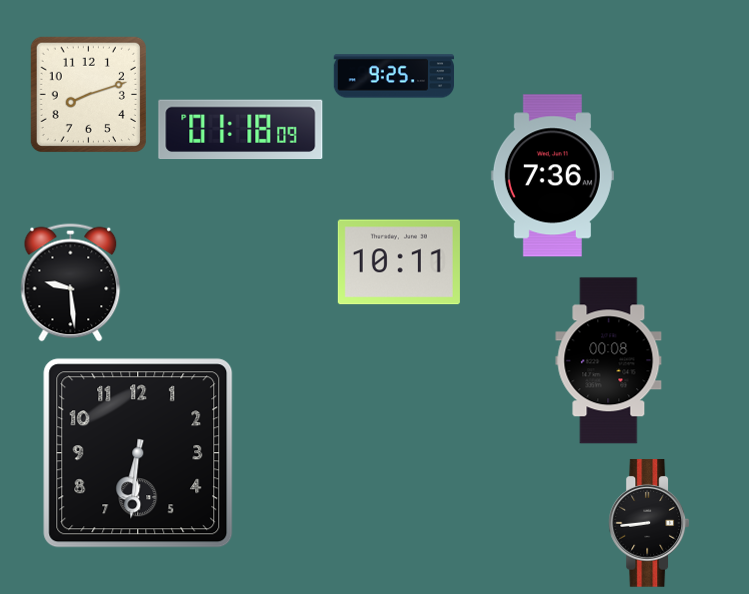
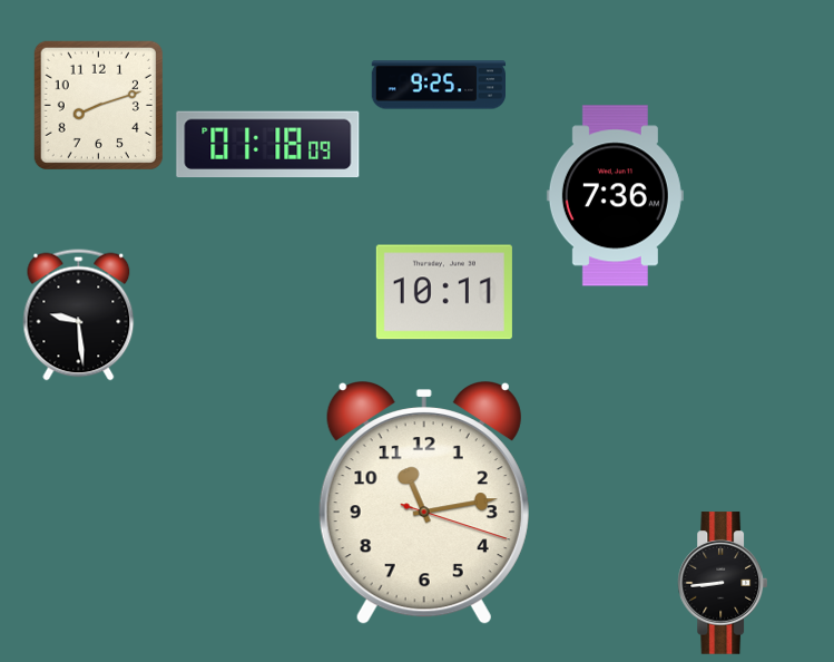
clock at (609, 361): 00:08 -> none
clock at (424, 504): none -> 11:13
clock at (138, 453): 6:31 -> none
